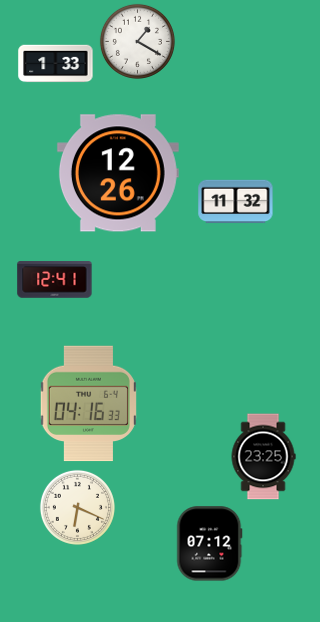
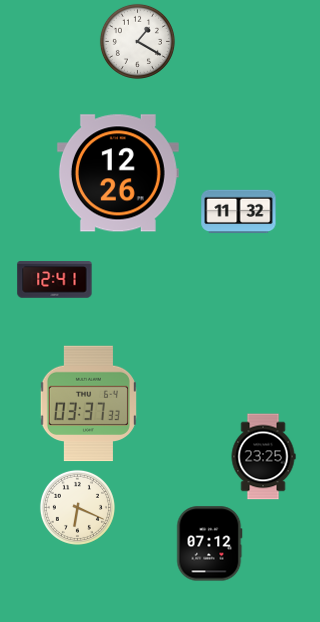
clock at (56, 64): 1:33 -> none
clock at (236, 202) position: (236, 202) -> (239, 212)
clock at (88, 404): 04:16 -> 03:37
